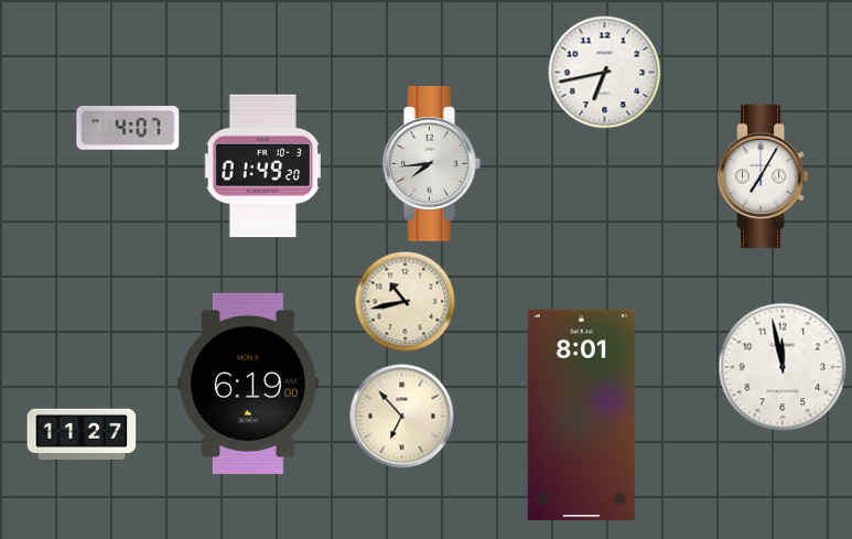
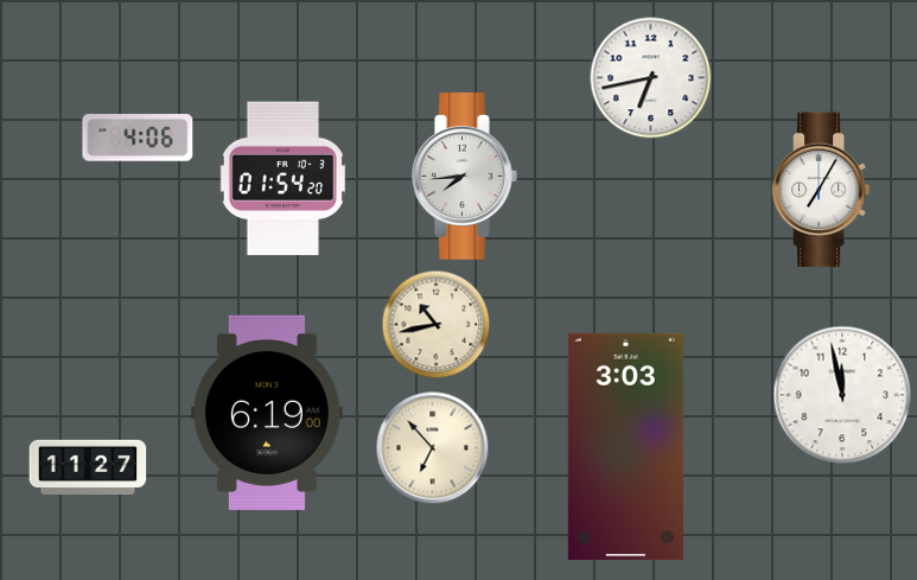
clock at (128, 128): 4:07 -> 4:06
clock at (262, 166): 01:49 -> 01:54
clock at (581, 416): 8:01 -> 3:03
